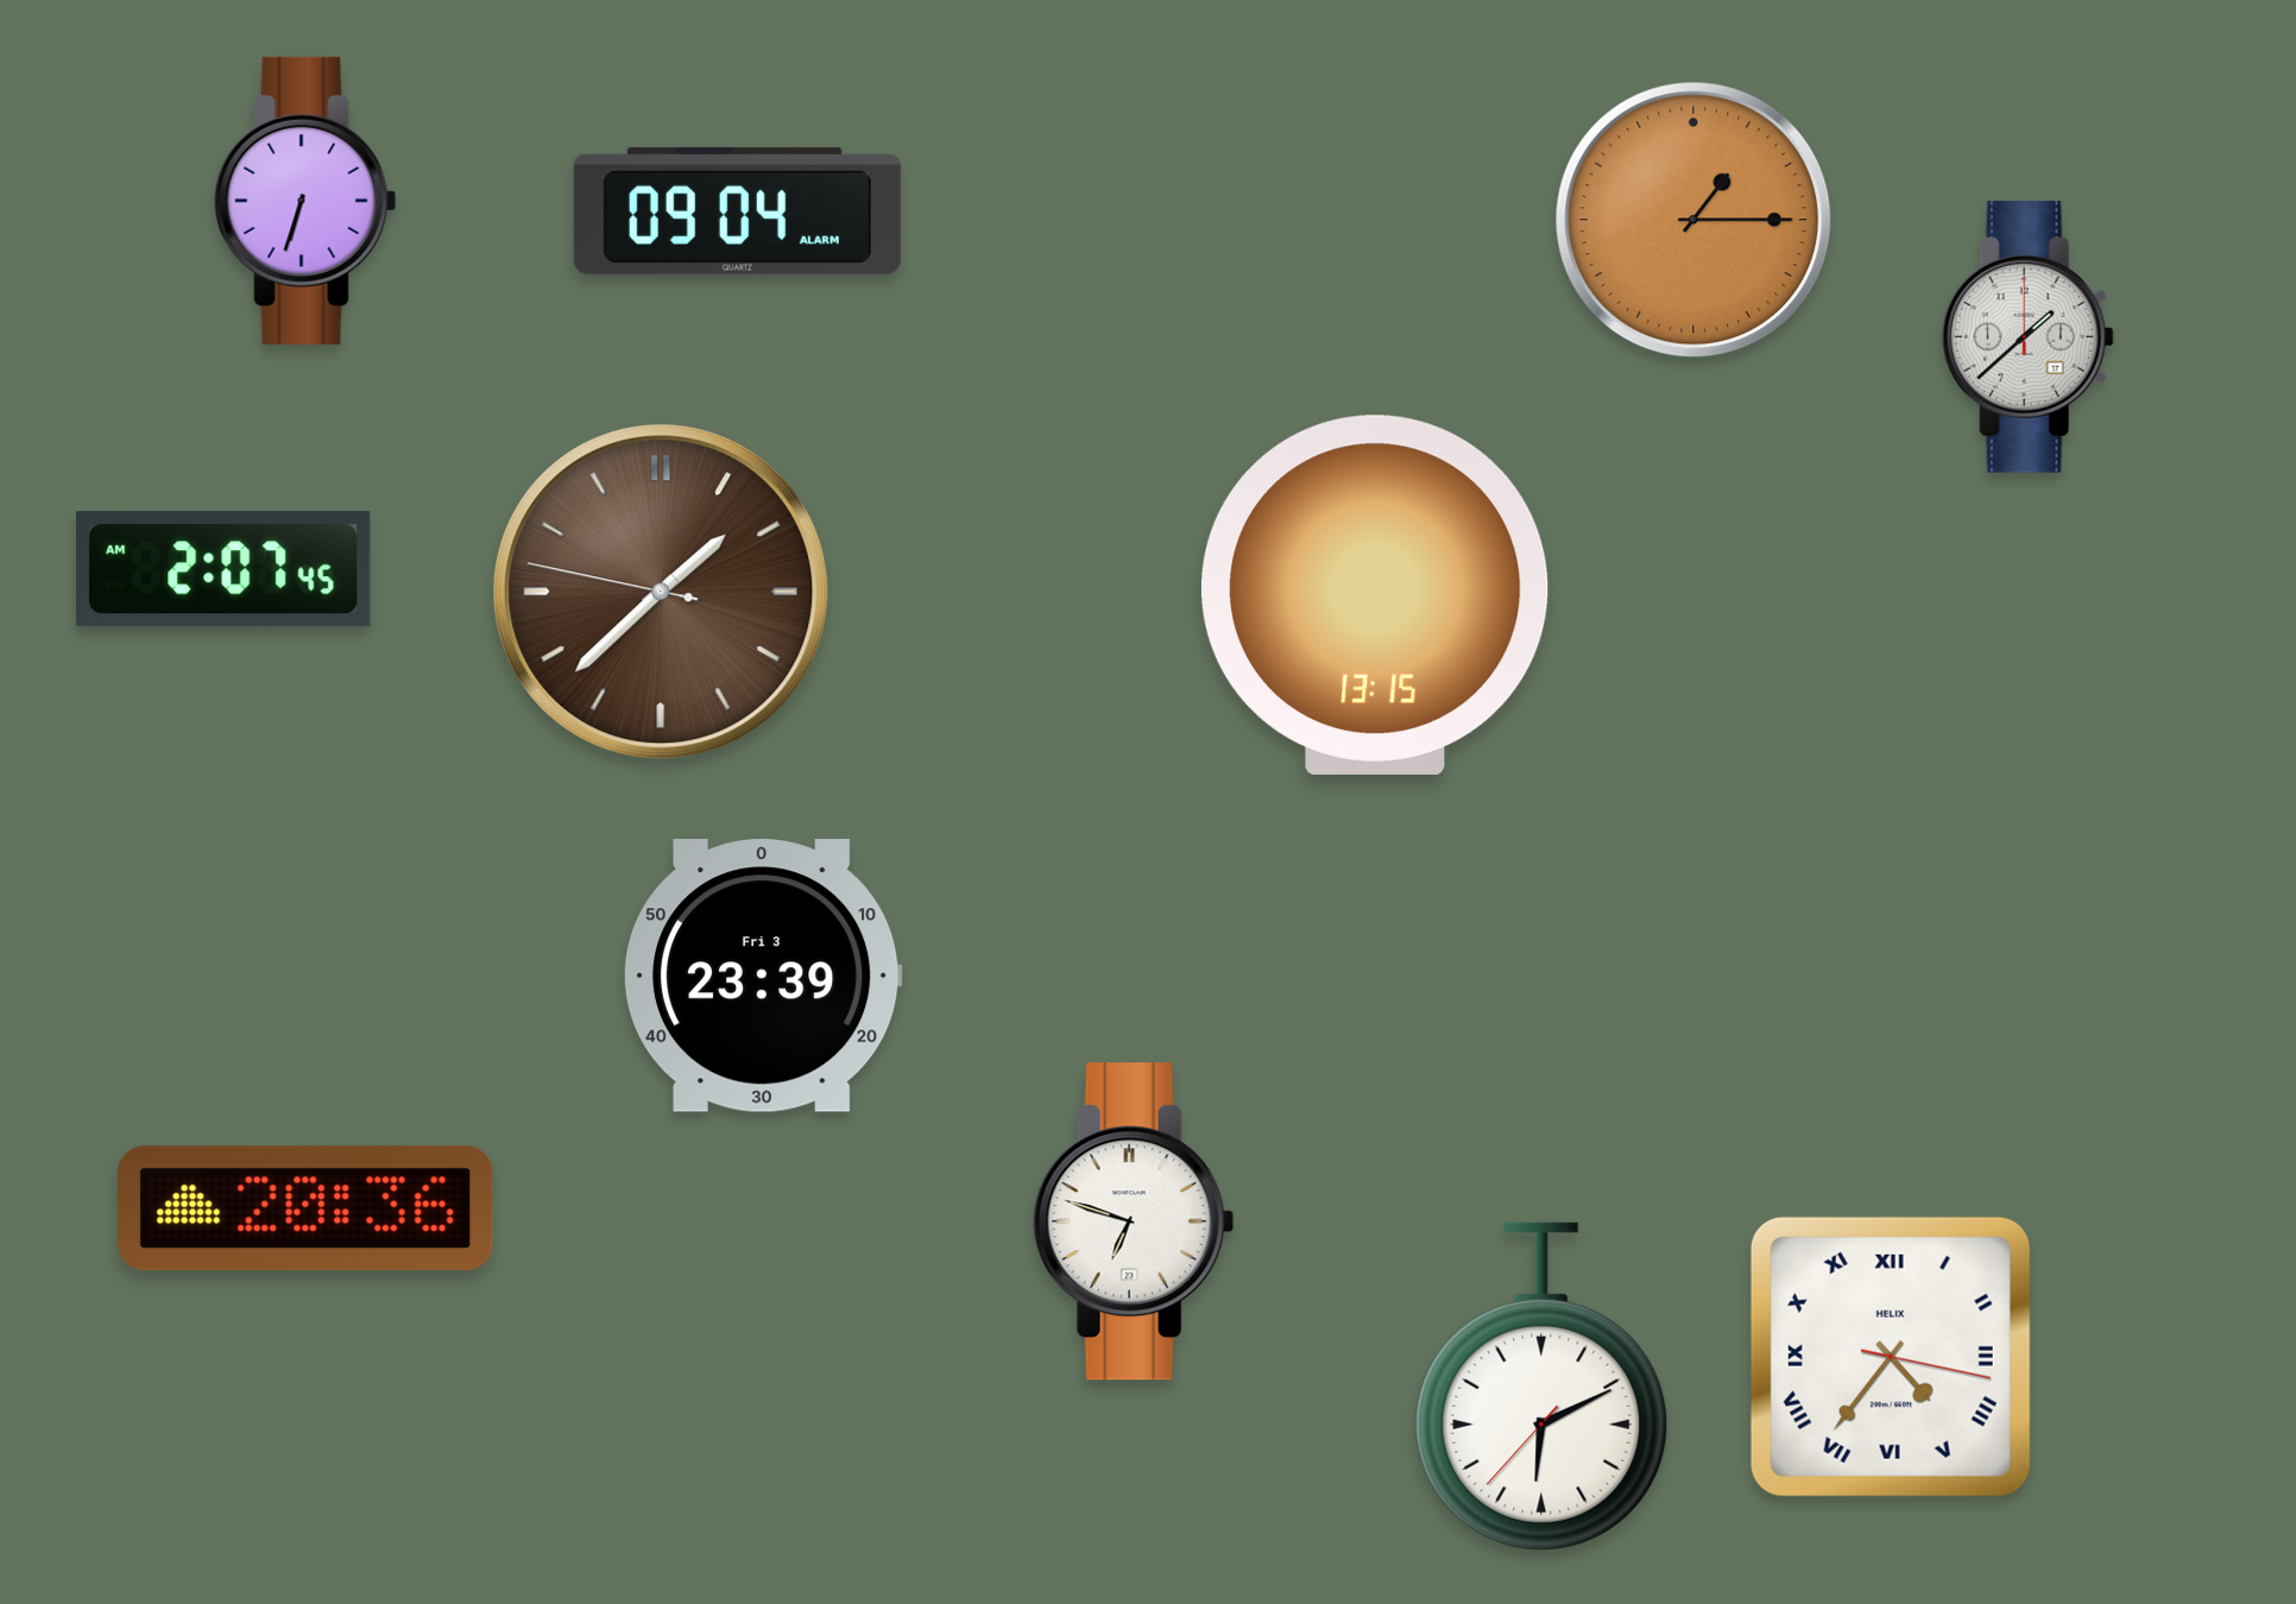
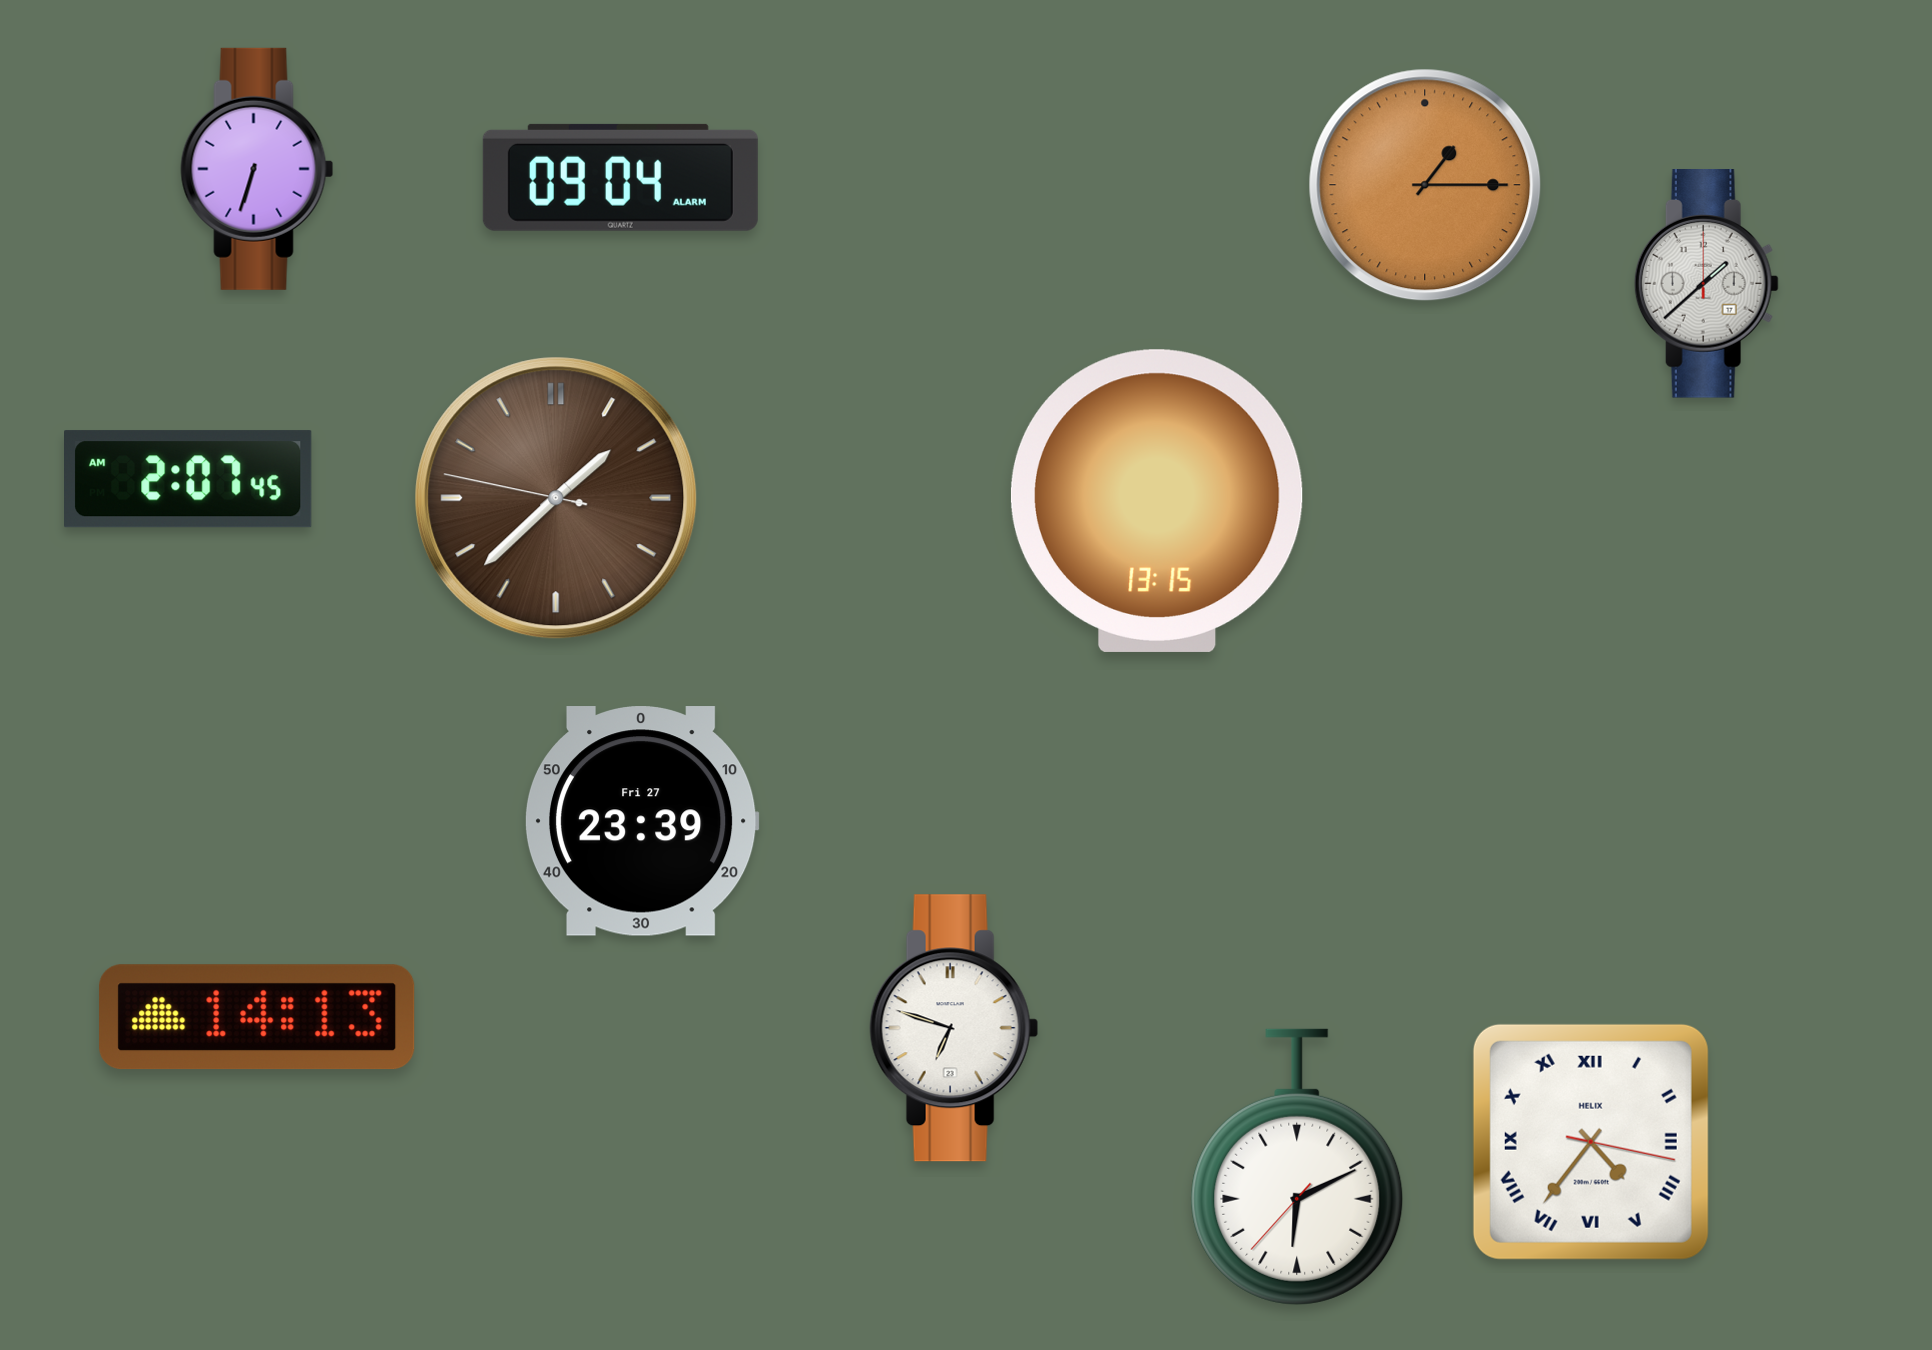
clock at (763, 975) date: Fri 3 -> Fri 27
clock at (305, 1208): 20:36 -> 14:13
